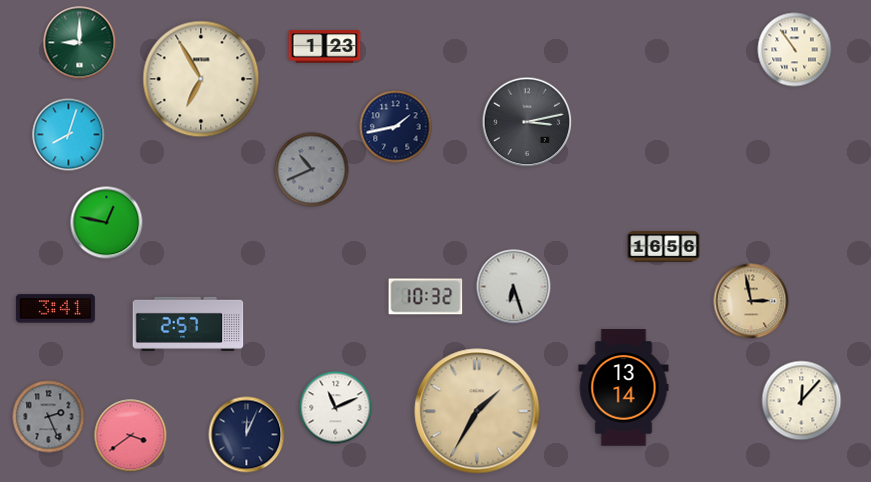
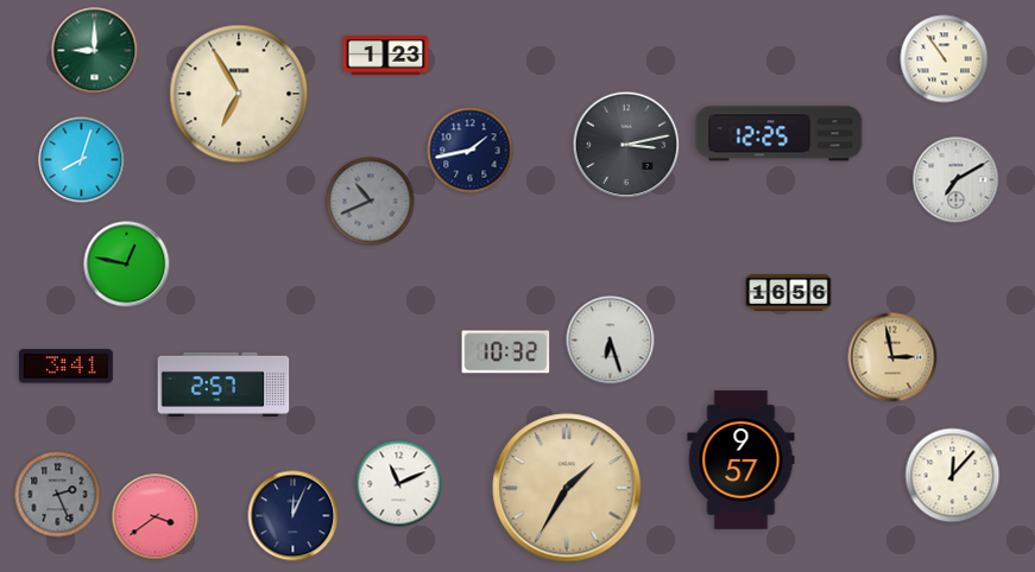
clock at (780, 134): none -> 12:25
clock at (957, 180): none -> 7:10
clock at (624, 388): 13:14 -> 9:57
